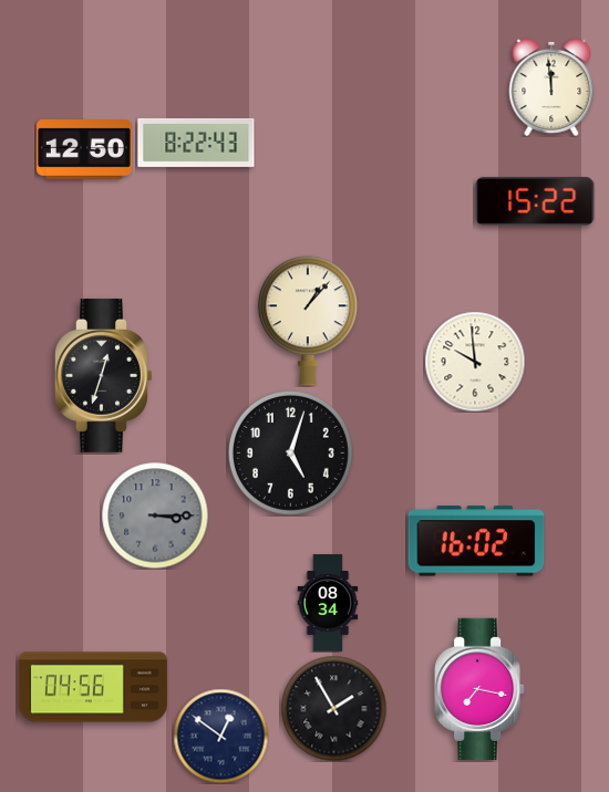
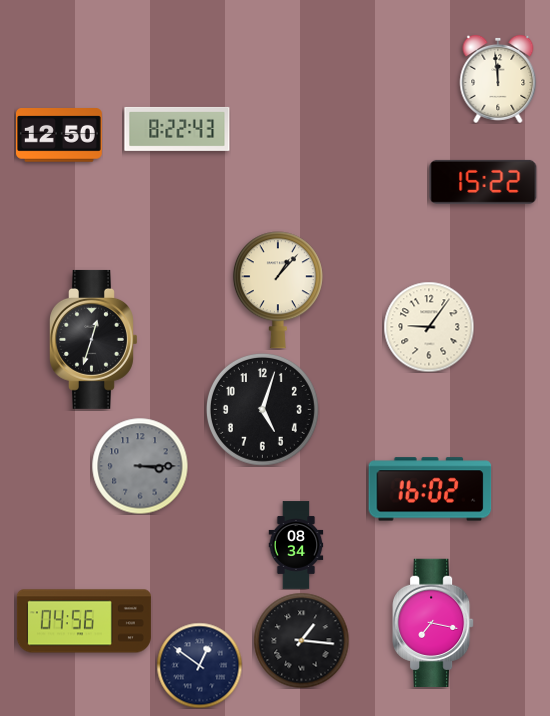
clock at (84, 150) position: (84, 150) -> (59, 136)
clock at (475, 362): 9:59 -> 9:06
clock at (333, 708): 1:55 -> 1:16
